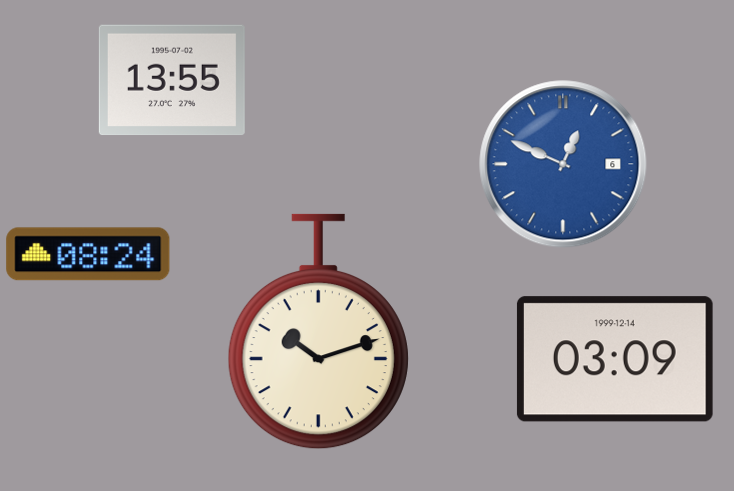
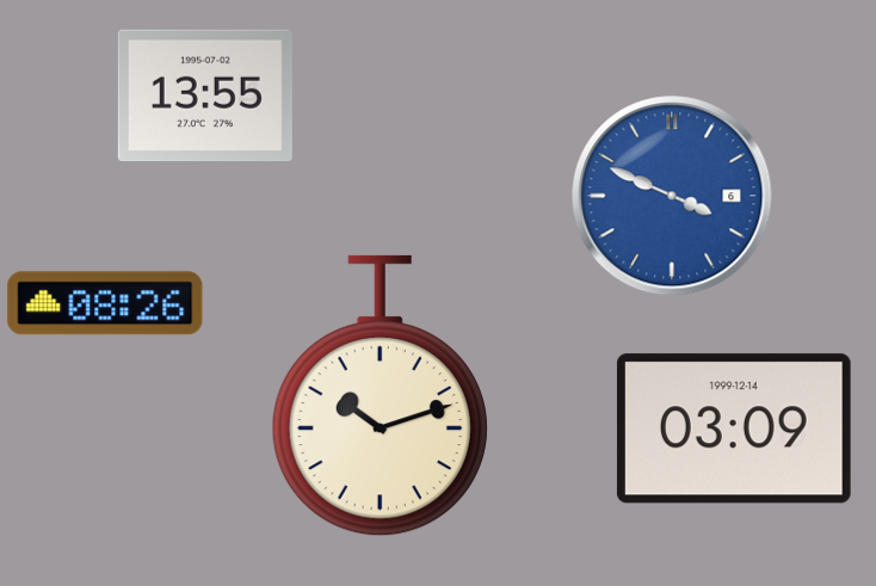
clock at (563, 164): 12:49 -> 3:49
clock at (88, 254): 08:24 -> 08:26
